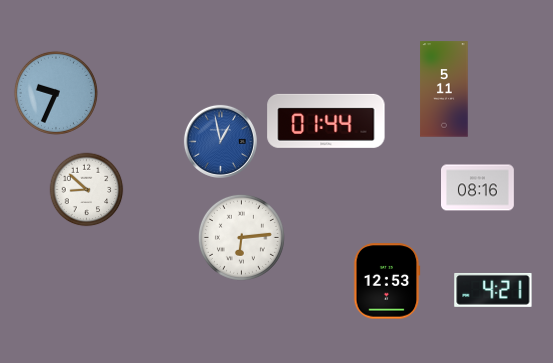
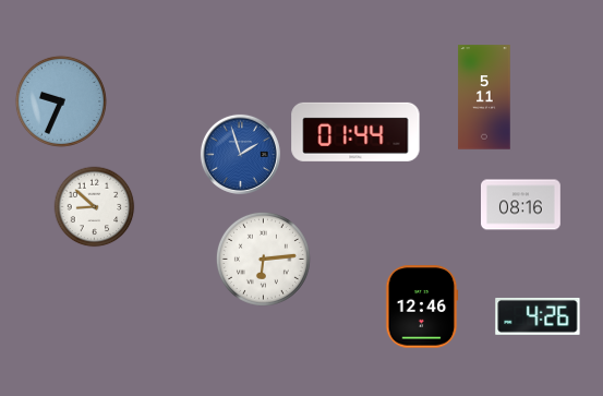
clock at (220, 141): 12:58 -> 1:57
clock at (387, 281): 12:53 -> 12:46
clock at (493, 290): 4:21 -> 4:26
